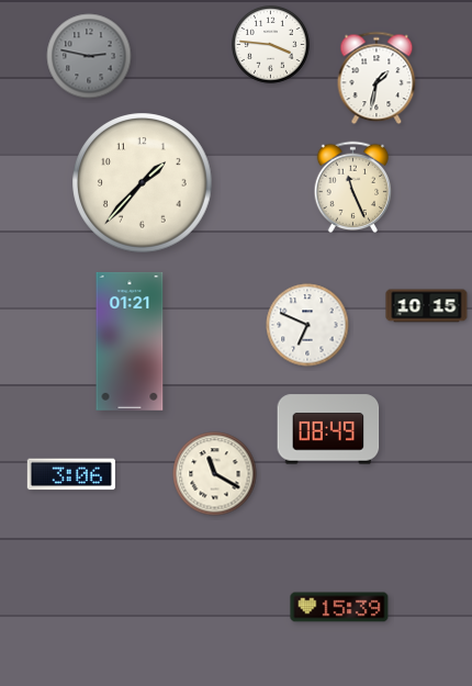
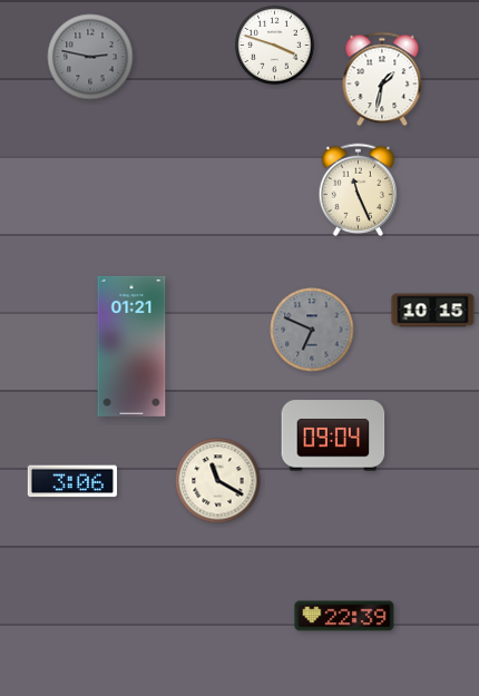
clock at (271, 45): 3:46 -> 3:48
clock at (143, 183): 1:37 -> none
clock at (307, 325) dial: white -> grey
clock at (328, 429): 08:49 -> 09:04
clock at (339, 607): 15:39 -> 22:39
